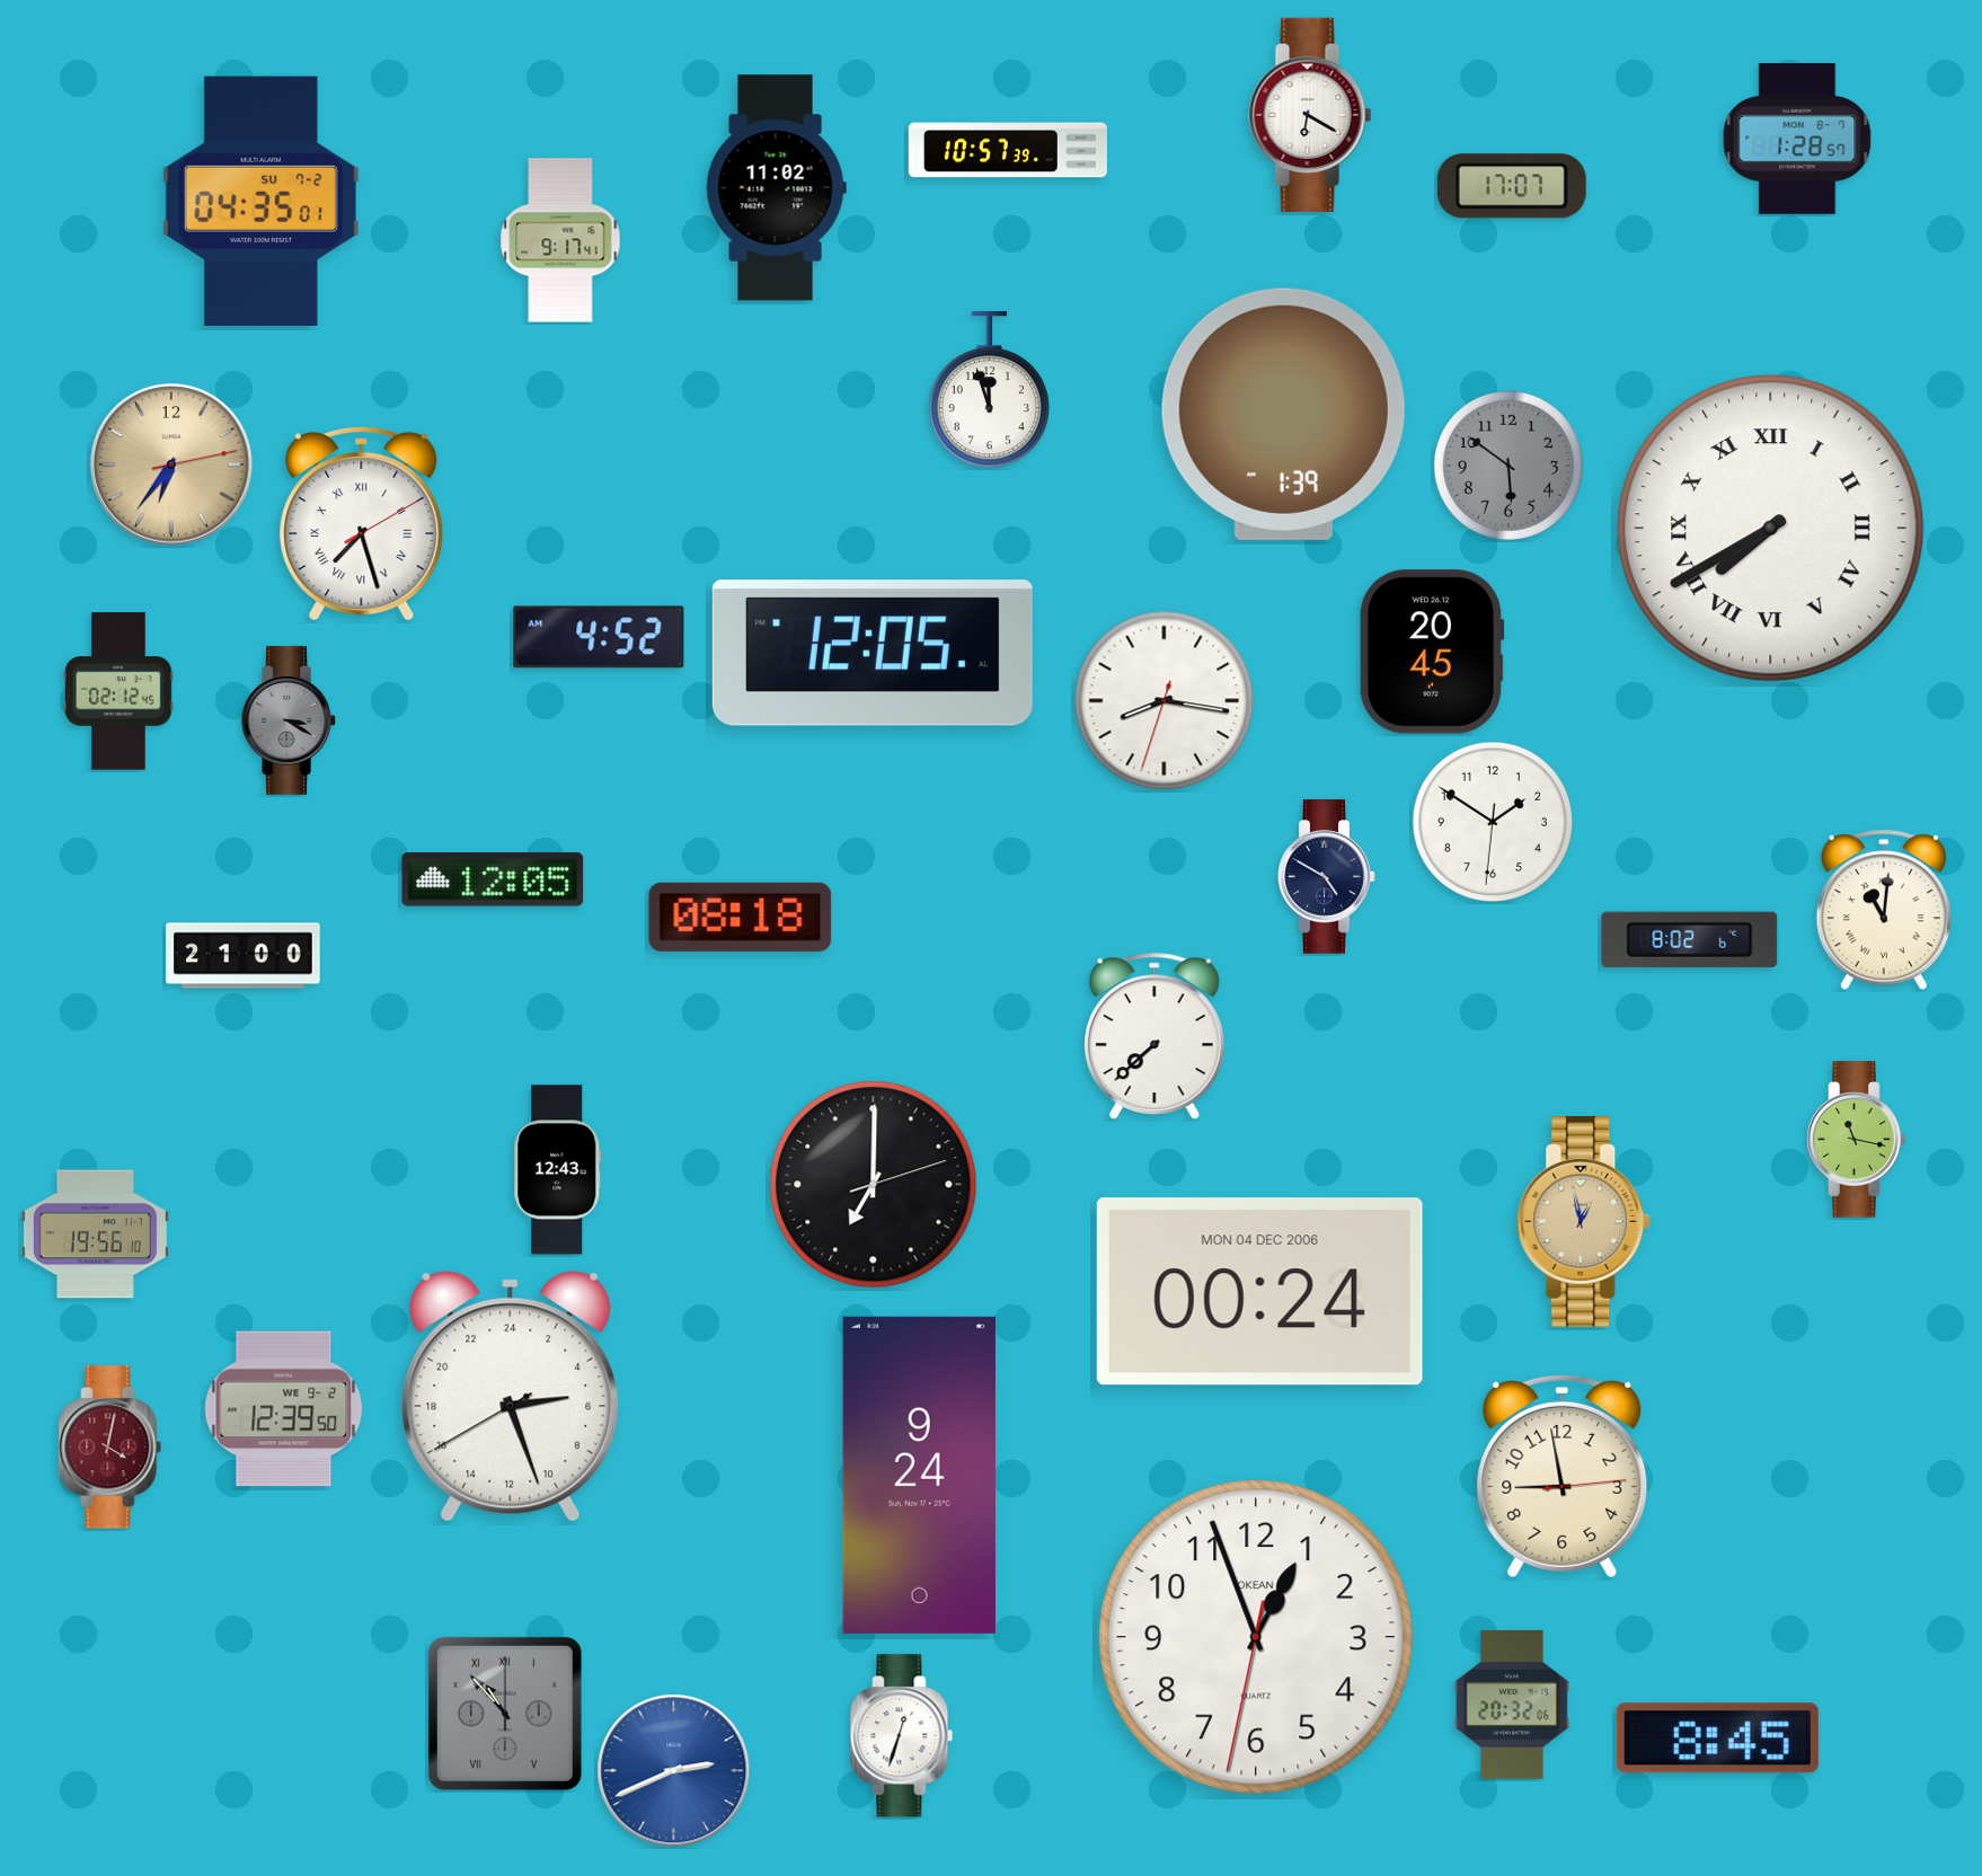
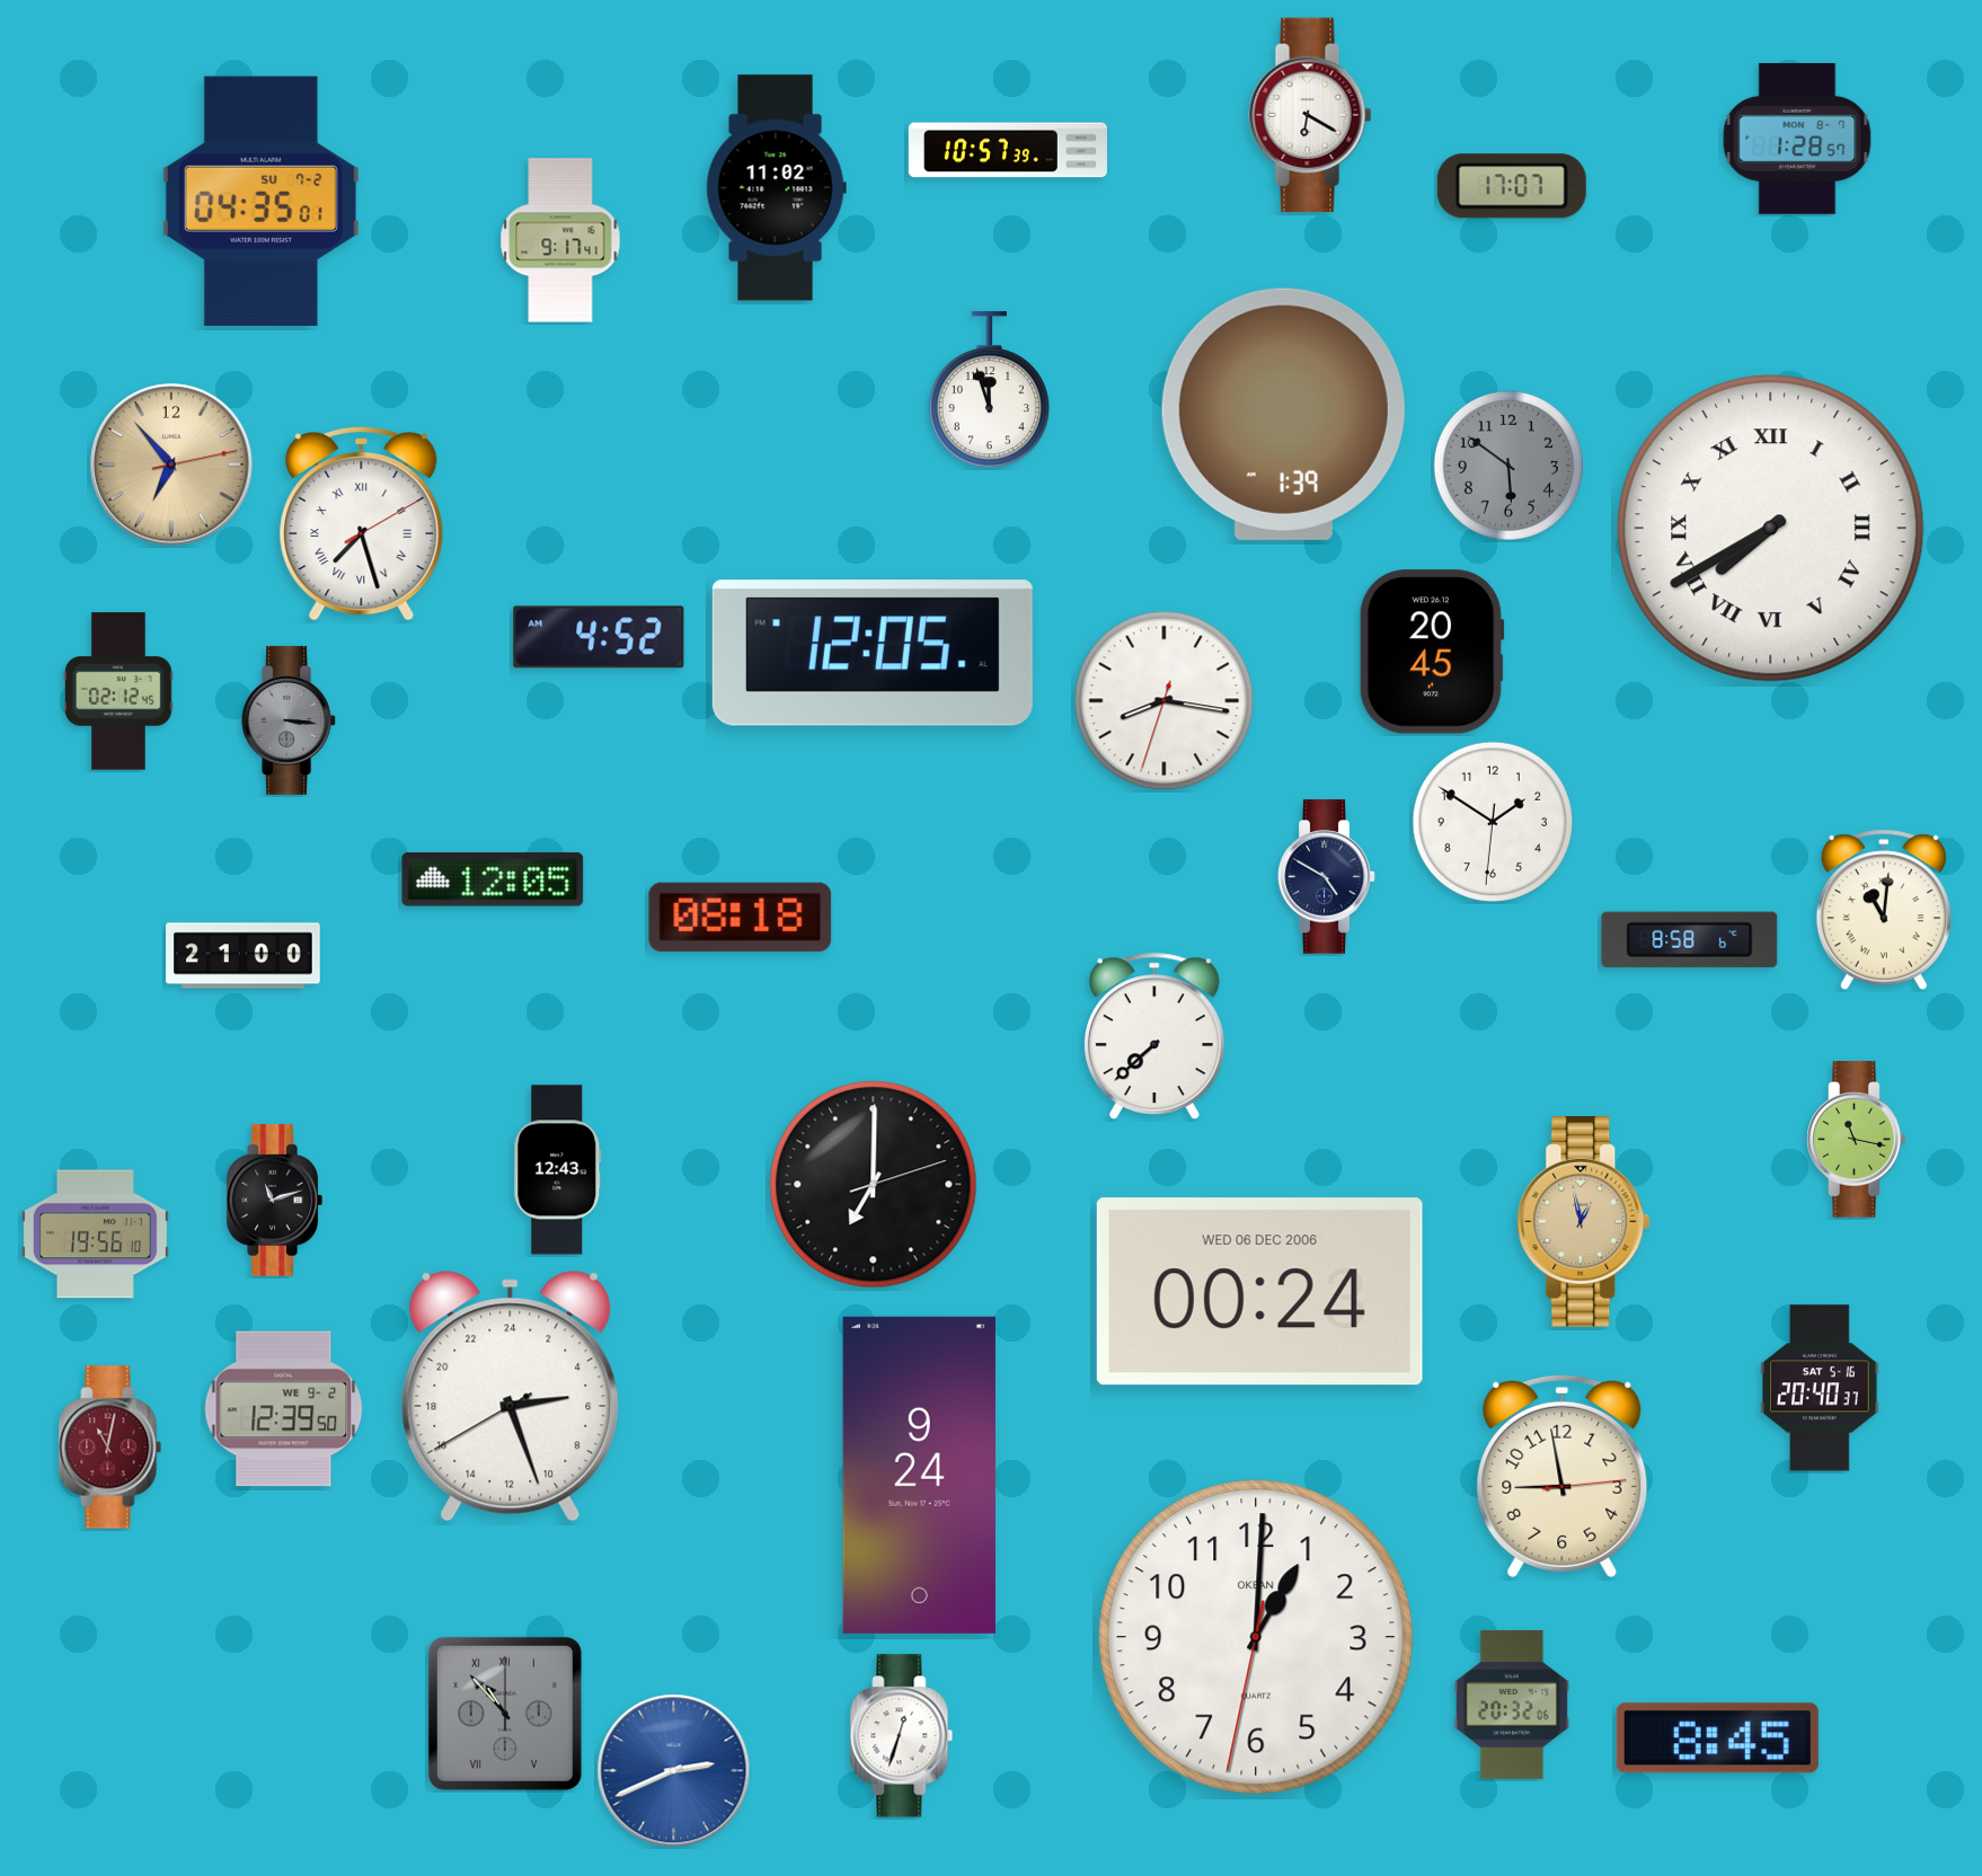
clock at (171, 464): 6:36 -> 6:53
clock at (290, 720): 3:20 -> 3:16
clock at (1690, 939): 8:02 -> 8:58
clock at (274, 1201): none -> 11:12
clock at (1259, 1292) date: MON 04 DEC 2006 -> WED 06 DEC 2006
clock at (1820, 1388): none -> 20:40
clock at (110, 1448): 4:02 -> 11:02
clock at (1256, 1637): 12:56 -> 1:00
